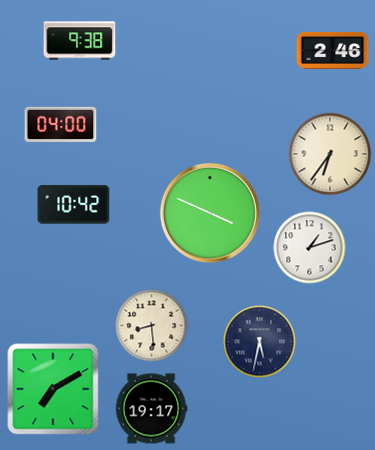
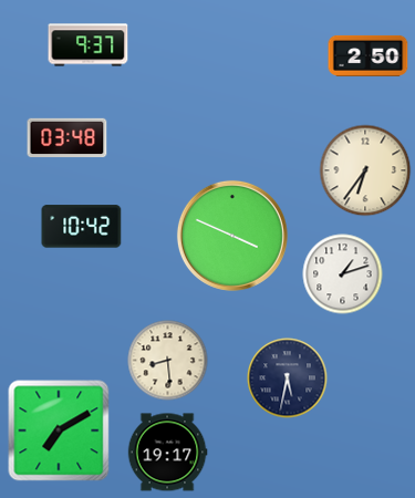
clock at (80, 41): 9:38 -> 9:37
clock at (333, 50): 2:46 -> 2:50
clock at (61, 125): 04:00 -> 03:48
